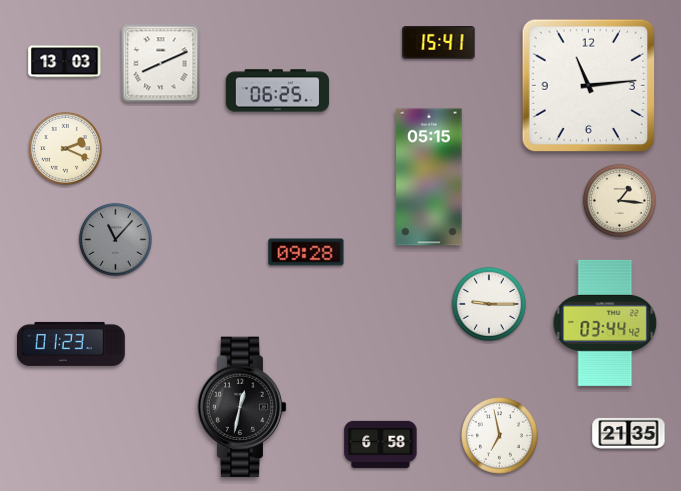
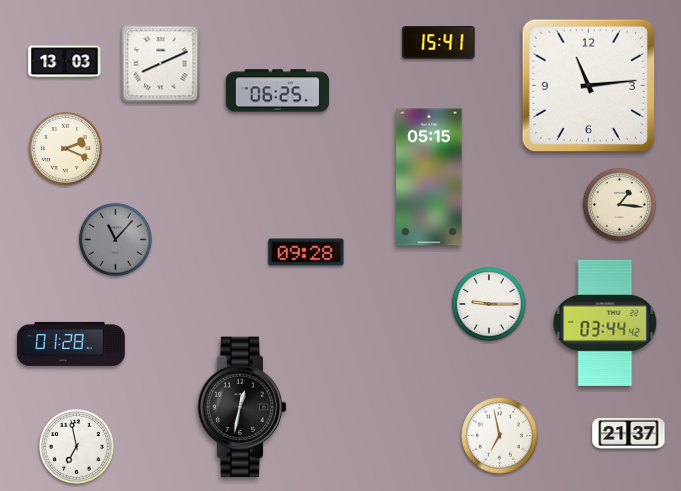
clock at (619, 200) position: (619, 200) -> (619, 204)
clock at (72, 344): 01:23 -> 01:28
clock at (629, 433): 21:35 -> 21:37
clock at (381, 444): 6:58 -> none
clock at (76, 446): none -> 6:58
